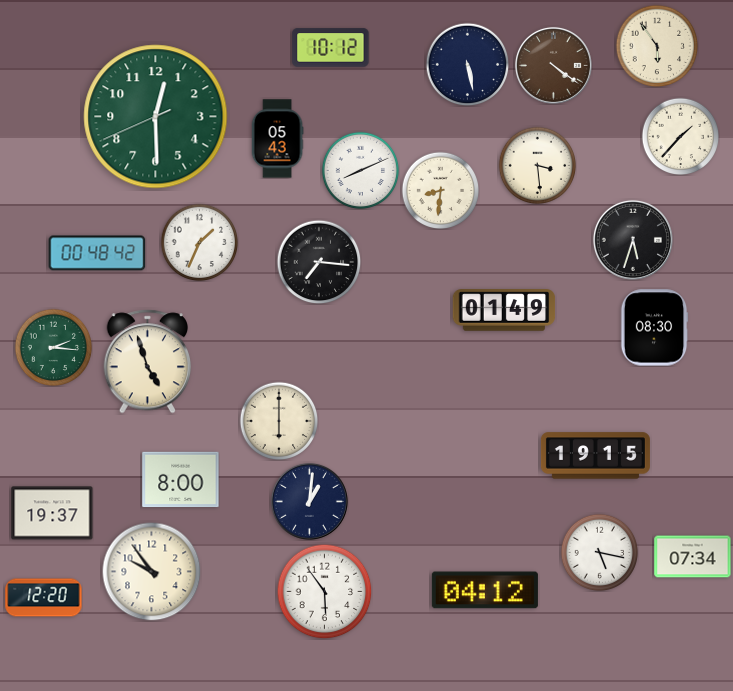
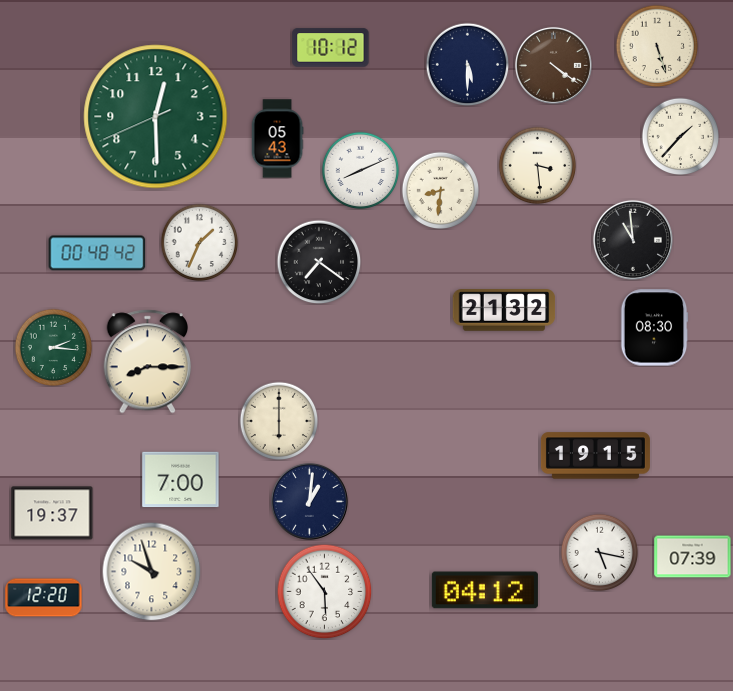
clock at (657, 46): 5:54 -> 5:27
clock at (467, 64): 5:28 -> 5:30
clock at (633, 240): 5:33 -> 10:59
clock at (319, 262): 7:16 -> 7:21
clock at (504, 310): 01:49 -> 21:32
clock at (148, 362): 4:57 -> 8:15
clock at (181, 480): 8:00 -> 7:00
clock at (693, 557): 07:34 -> 07:39
clock at (152, 572): 9:54 -> 9:57
